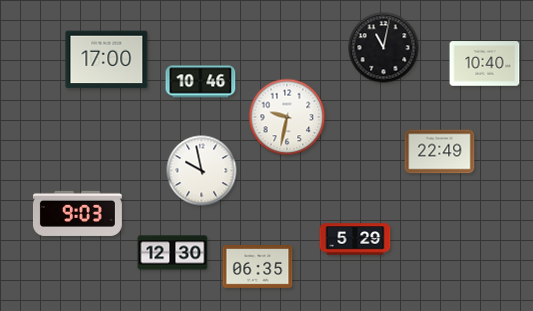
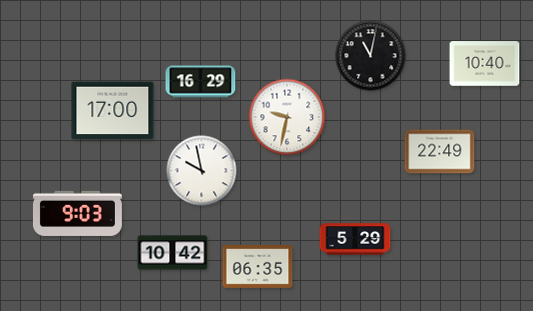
clock at (384, 48) position: (384, 48) -> (371, 56)
clock at (107, 60) position: (107, 60) -> (113, 111)
clock at (201, 82): 10:46 -> 16:29
clock at (173, 253): 12:30 -> 10:42
